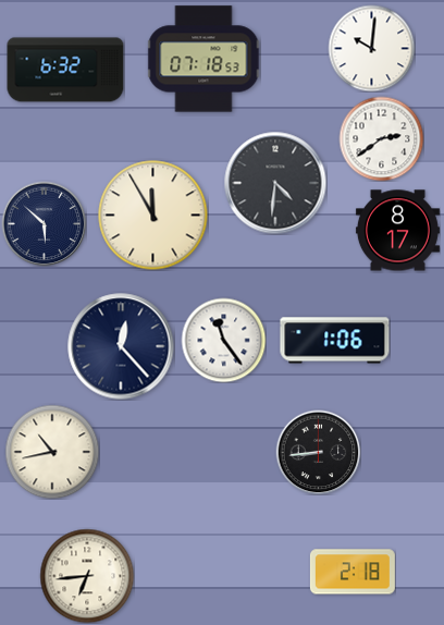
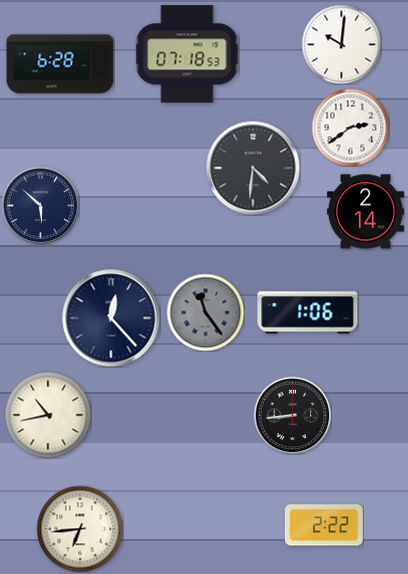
clock at (65, 70): 6:32 -> 6:28
clock at (153, 216): 11:55 -> none
clock at (397, 231): 8:17 -> 2:14
clock at (223, 340) dial: white -> grey
clock at (353, 572): 2:18 -> 2:22
